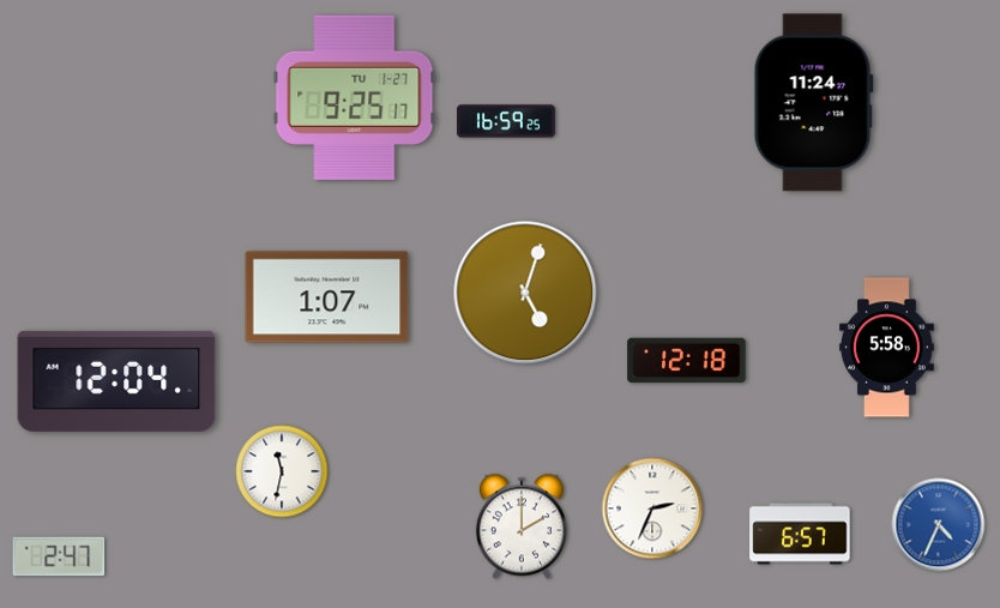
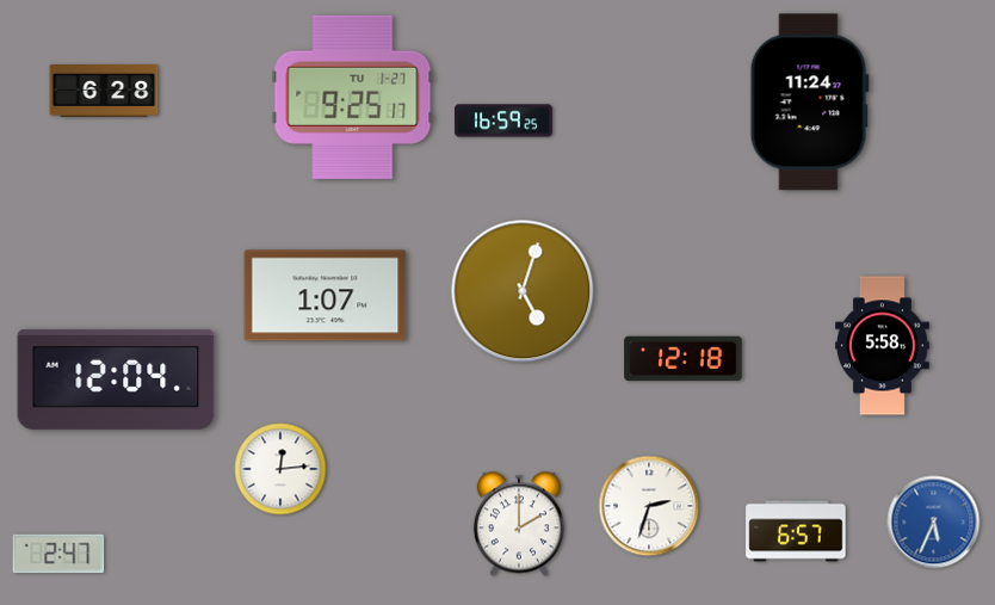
clock at (104, 91): none -> 6:28
clock at (282, 471): 11:32 -> 12:14
clock at (652, 508): 2:34 -> 2:33
clock at (939, 525): 4:34 -> 5:34
